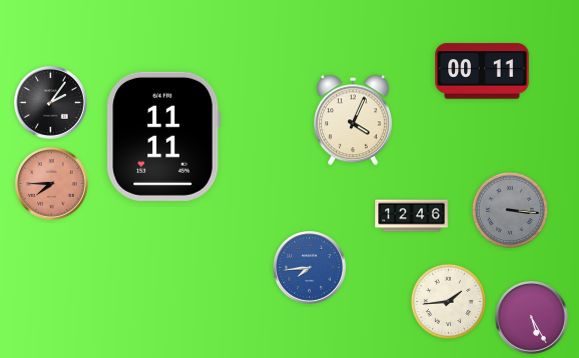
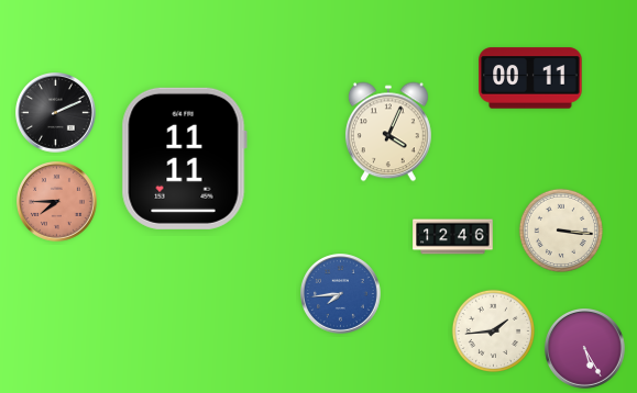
clock at (51, 103): 2:06 -> 2:11
clock at (163, 136) position: (163, 136) -> (184, 158)
clock at (510, 210) dial: grey -> cream
